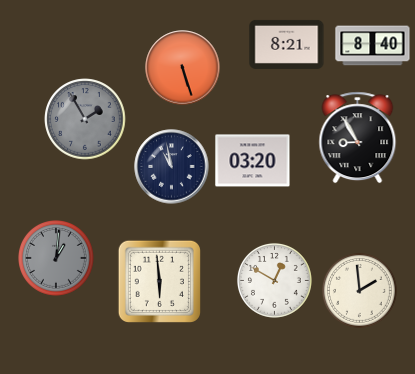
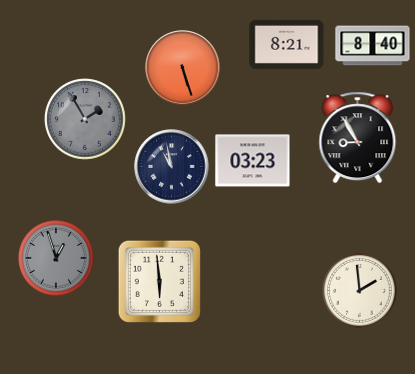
clock at (253, 161): 03:20 -> 03:23
clock at (57, 259): 1:01 -> 12:57
clock at (275, 281): 12:50 -> none
